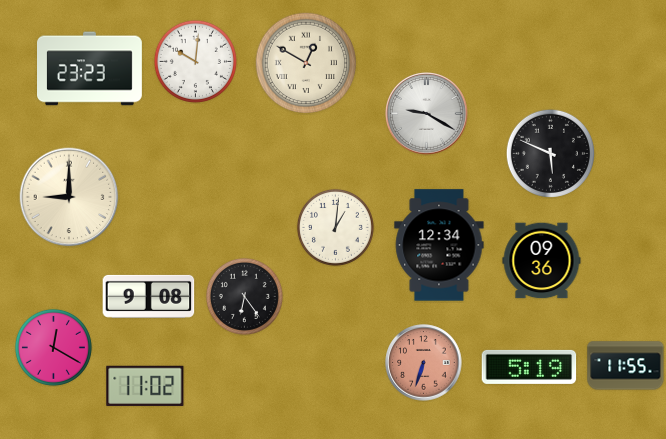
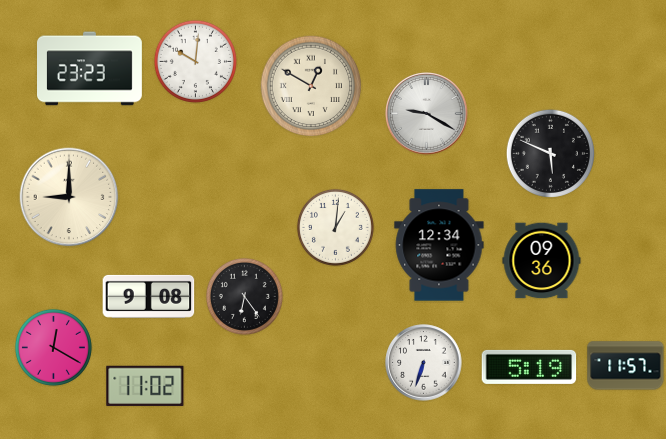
clock at (306, 63) position: (306, 63) -> (311, 86)
clock at (424, 363) dial: salmon -> white
clock at (626, 366): 11:55 -> 11:57
